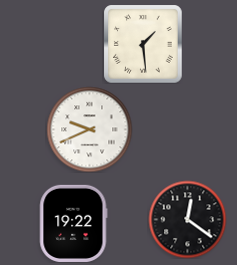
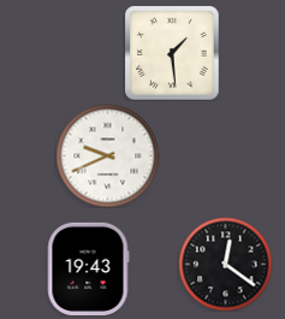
clock at (73, 223): 19:22 -> 19:43
